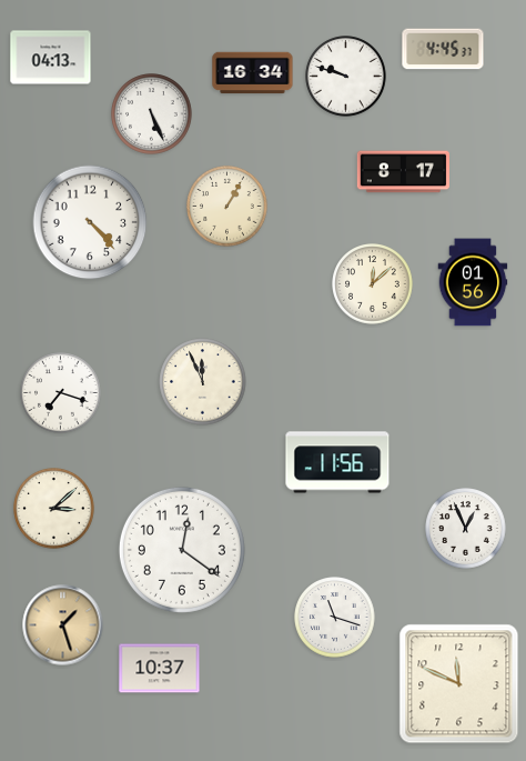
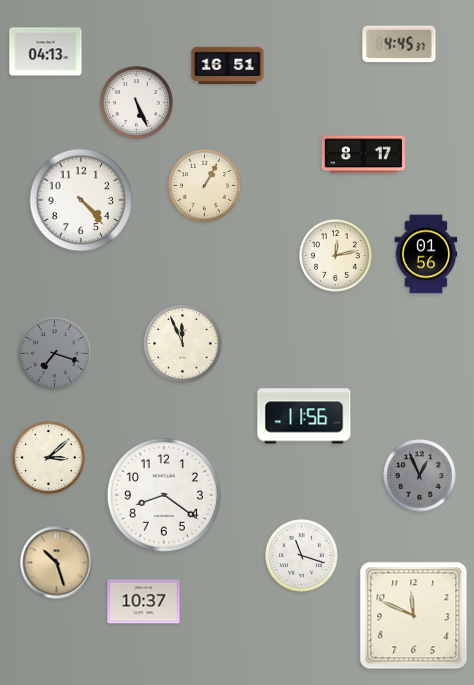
clock at (253, 73): 16:34 -> 16:51
clock at (346, 77): 9:48 -> none
clock at (373, 284): 12:08 -> 12:13
clock at (61, 393) dial: white -> grey
clock at (466, 529) dial: white -> grey
clock at (182, 550): 12:21 -> 8:21
clock at (63, 625): 1:27 -> 10:27
